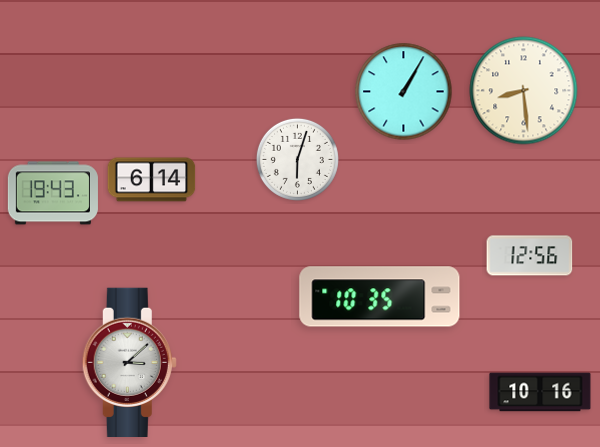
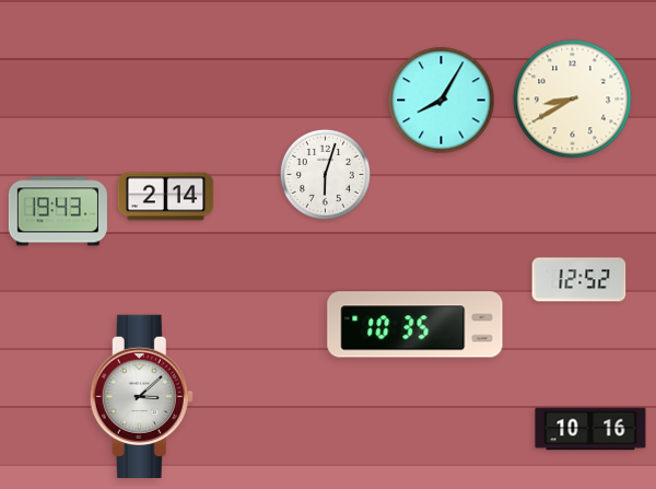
clock at (524, 91): 8:29 -> 8:40
clock at (404, 92): 1:05 -> 8:05
clock at (152, 180): 6:14 -> 2:14
clock at (530, 256): 12:56 -> 12:52
